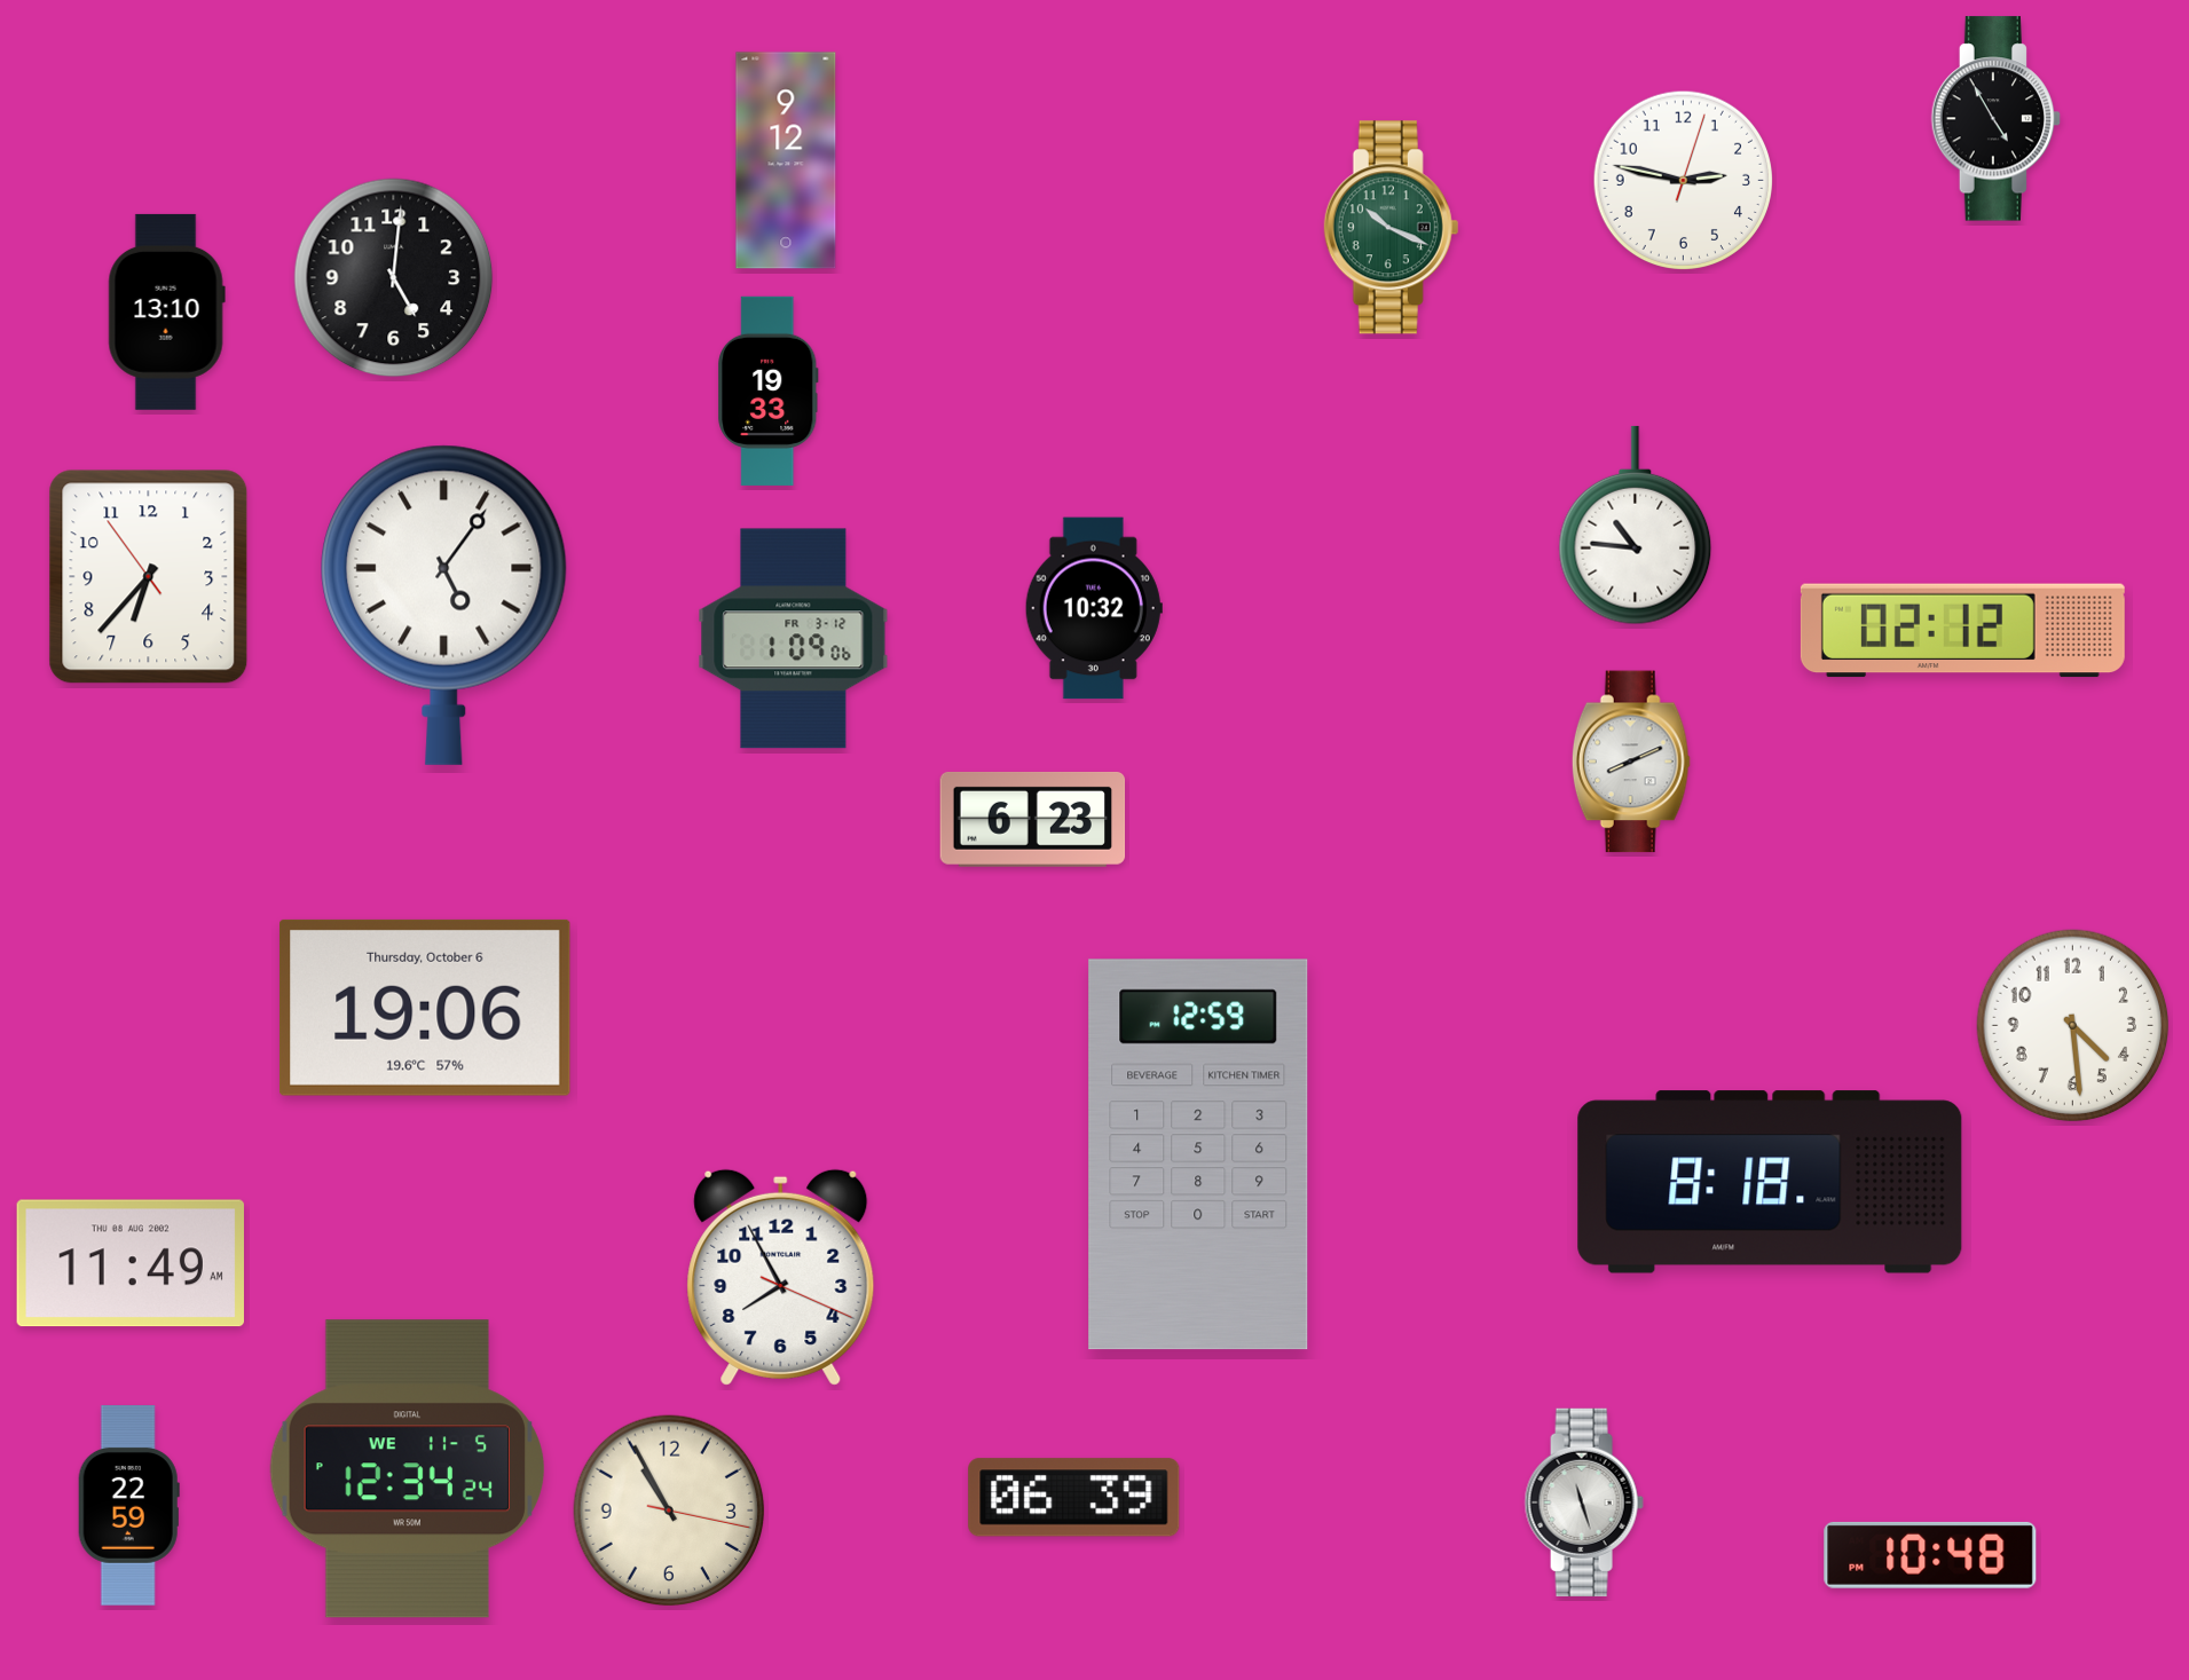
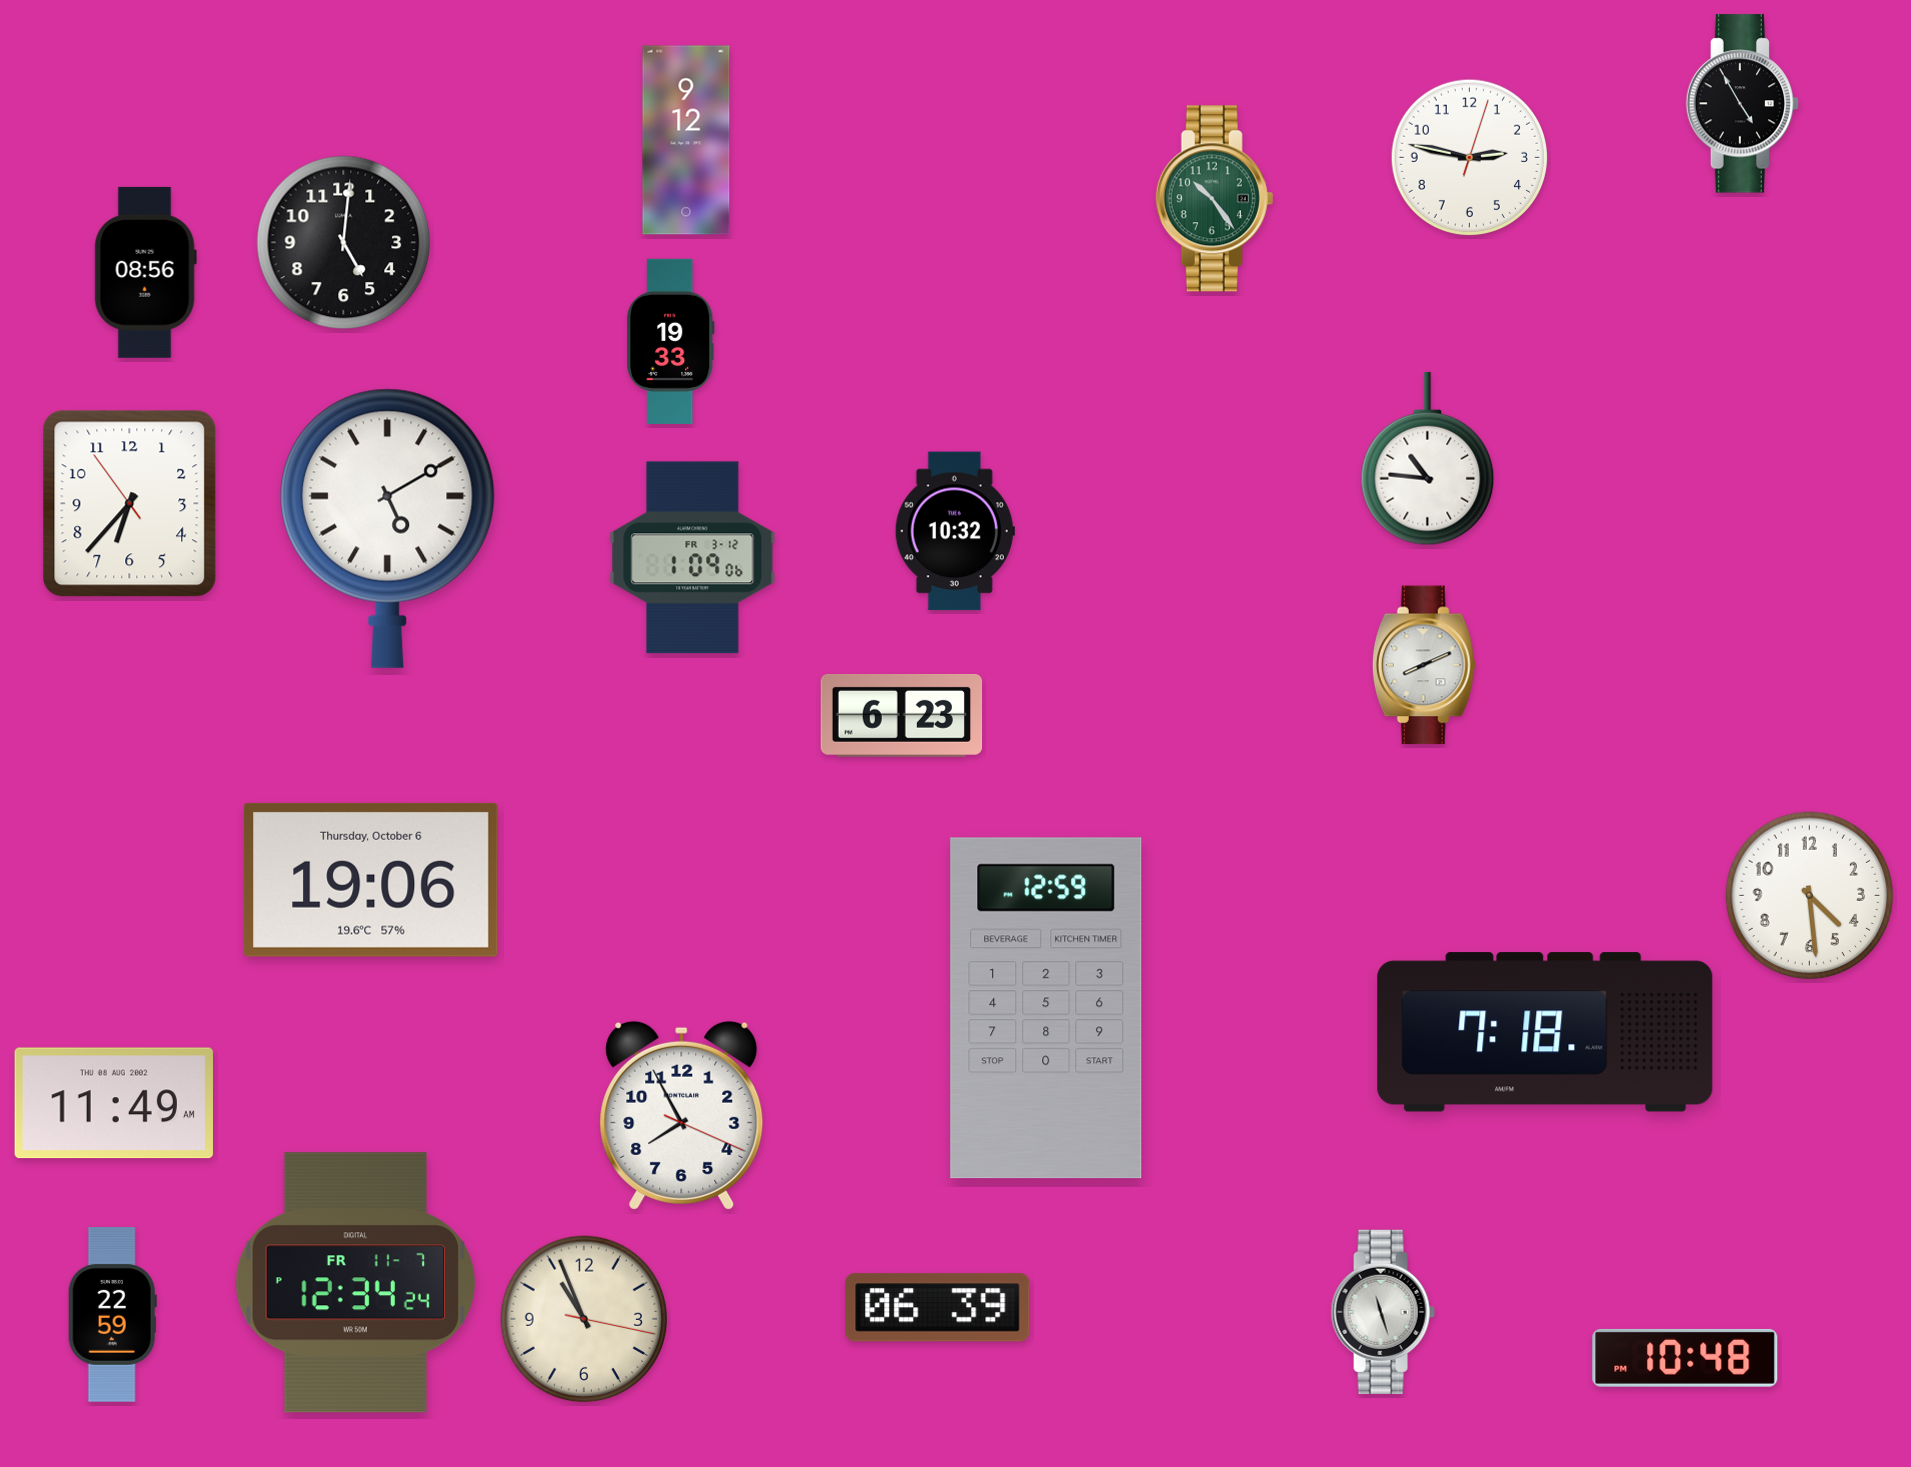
clock at (1392, 228): 10:19 -> 10:24
clock at (166, 311): 13:10 -> 08:56
clock at (444, 605): 5:06 -> 5:10
clock at (1962, 631): 02:12 -> none
clock at (1770, 1182): 8:18 -> 7:18
clock at (407, 1469) date: WE 11-5 -> FR 11-7
clock at (669, 1511): 10:55 -> 10:56
